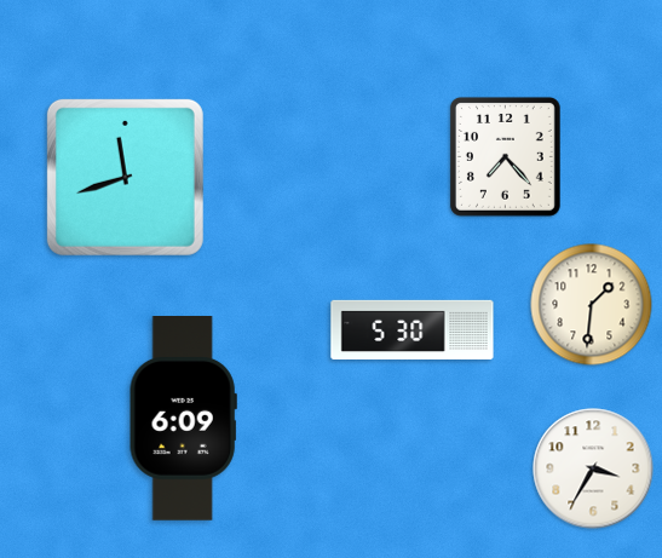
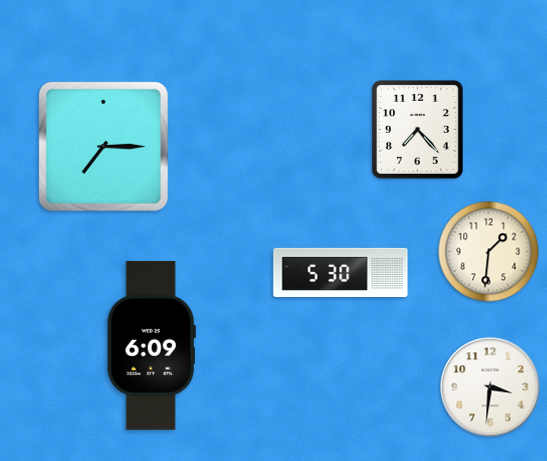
clock at (125, 177): 11:42 -> 7:15
clock at (593, 468): 3:35 -> 3:31
